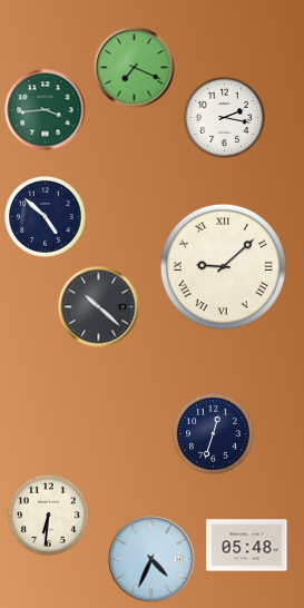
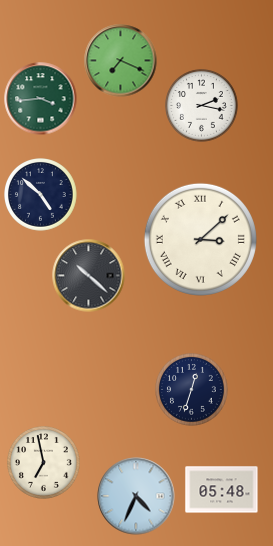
clock at (223, 266): 9:08 -> 3:08
clock at (49, 516): 6:31 -> 6:58
clock at (151, 559) position: (151, 559) -> (136, 496)
